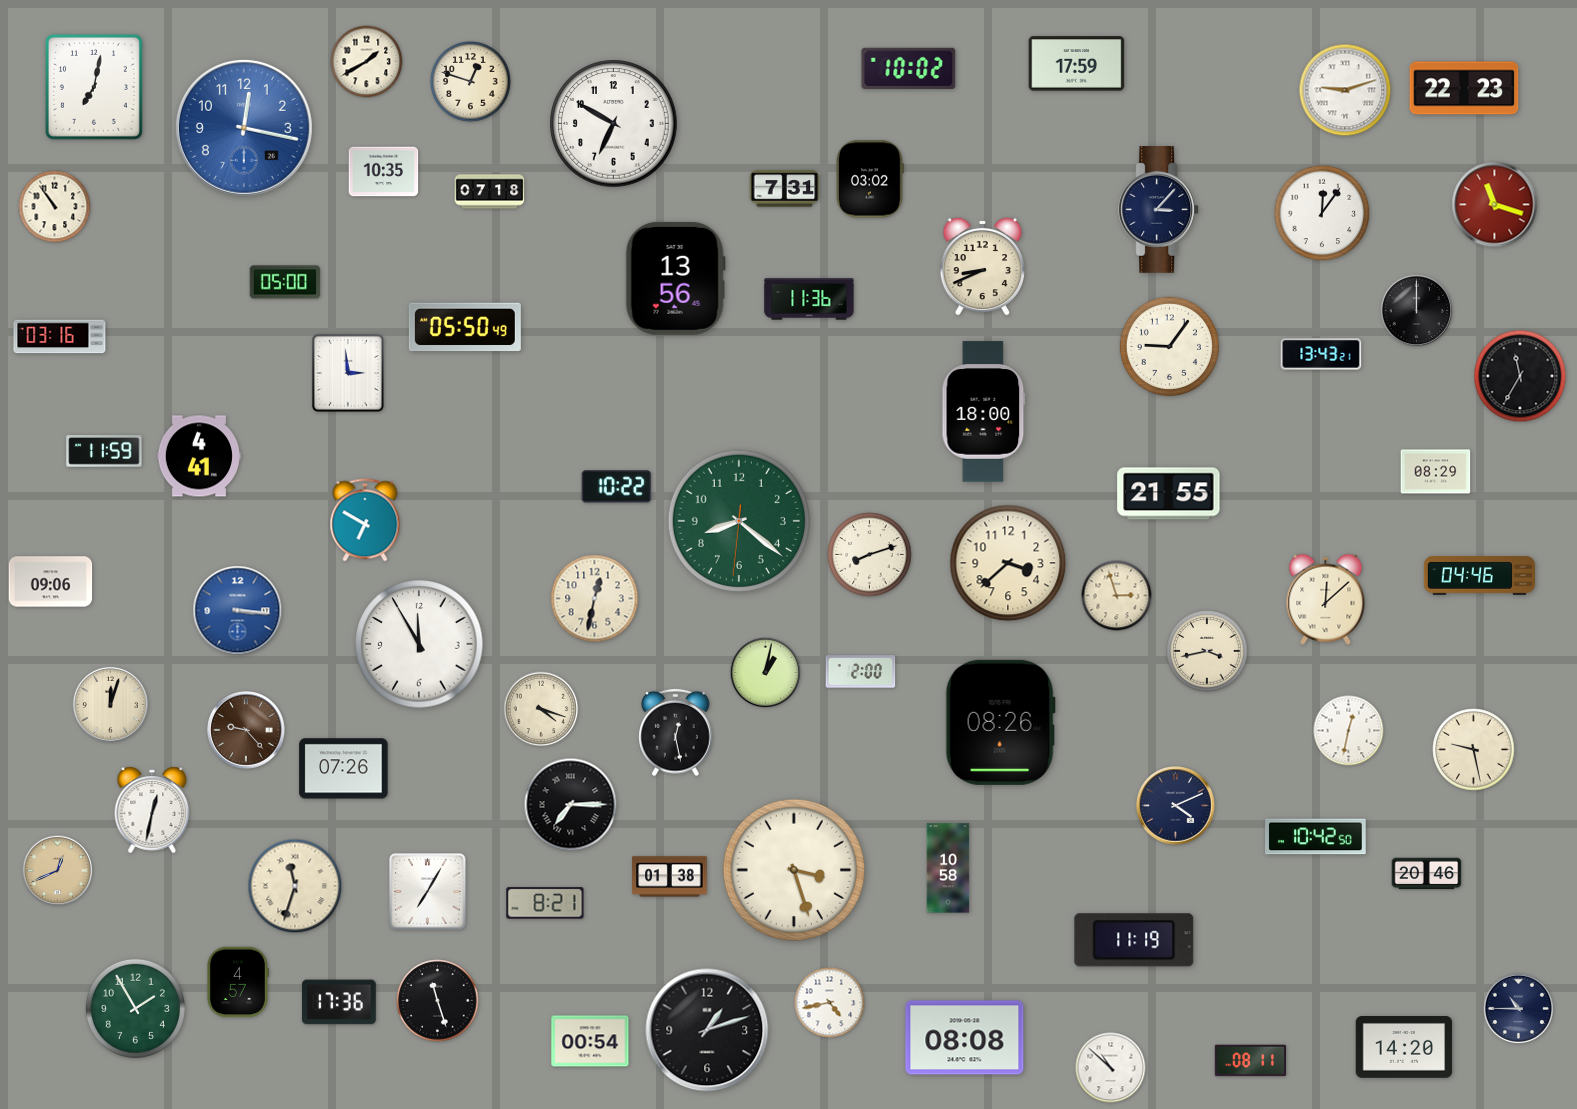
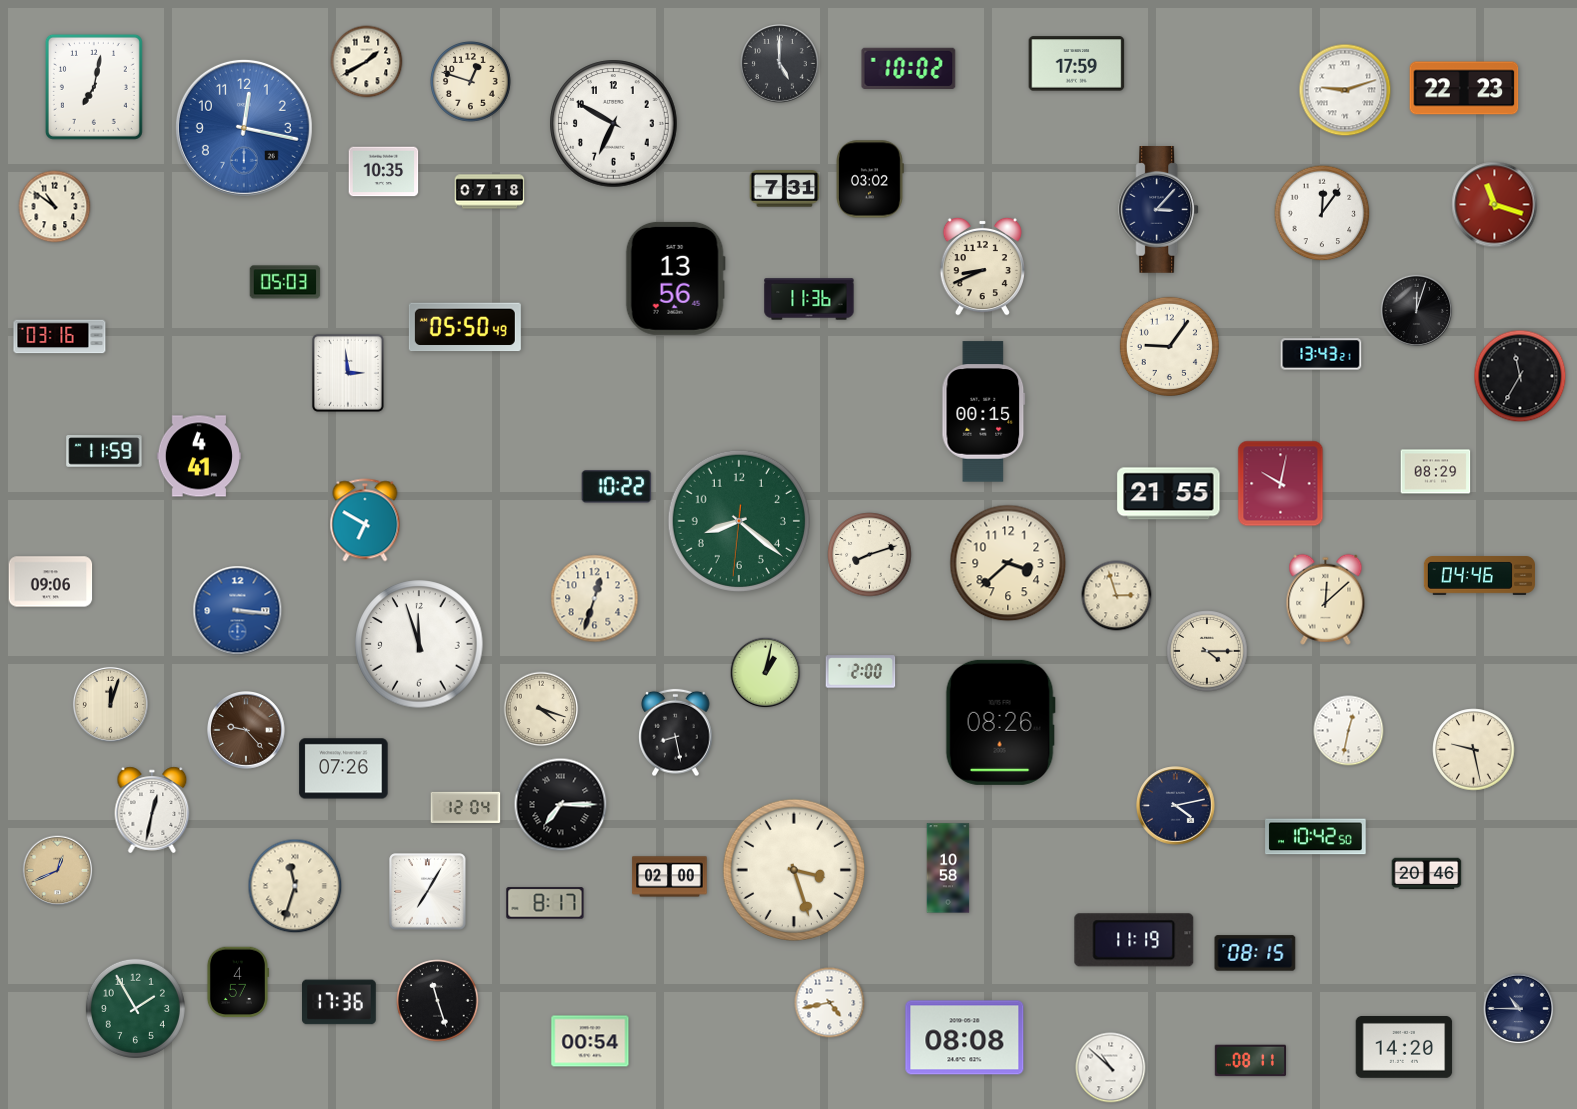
clock at (780, 64): none -> 5:00
clock at (55, 207): 10:54 -> 10:51
clock at (285, 282): 05:00 -> 05:03
clock at (1417, 311): 12:00 -> 12:03
clock at (984, 412): 18:00 -> 00:15
clock at (1281, 484): none -> 10:02
clock at (595, 599): 12:32 -> 12:33
clock at (419, 644): 11:55 -> 11:57
clock at (1207, 651): 3:43 -> 4:15
clock at (676, 733): 12:28 -> 8:28
clock at (571, 805) position: (571, 805) -> (561, 805)
clock at (1176, 806): 4:11 -> 4:13
clock at (466, 807): none -> 12:04
clock at (670, 877): 01:38 -> 02:00
clock at (545, 903): 8:21 -> 8:17
clock at (1255, 953): none -> 08:15
clock at (707, 1030): 1:12 -> none
